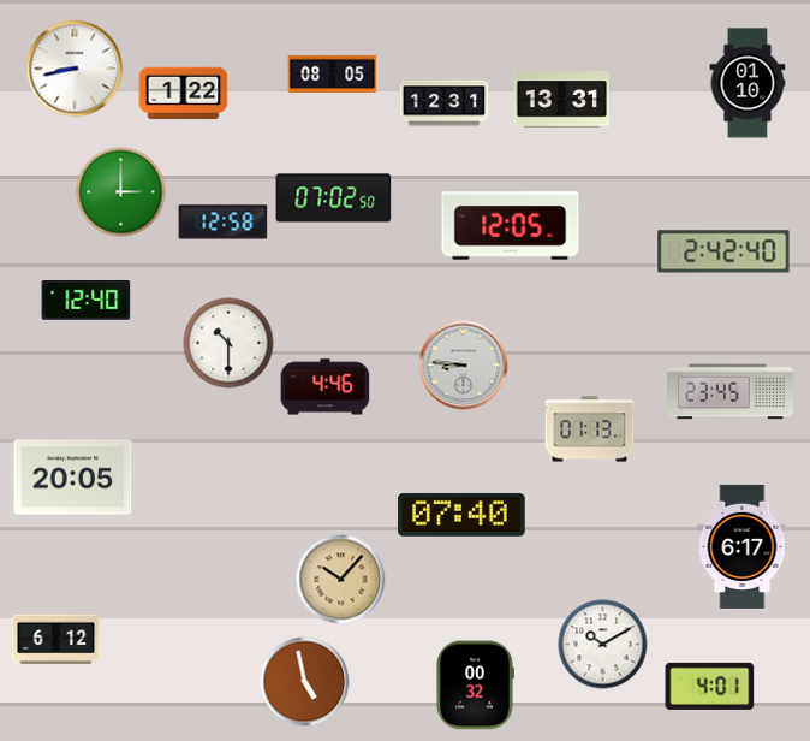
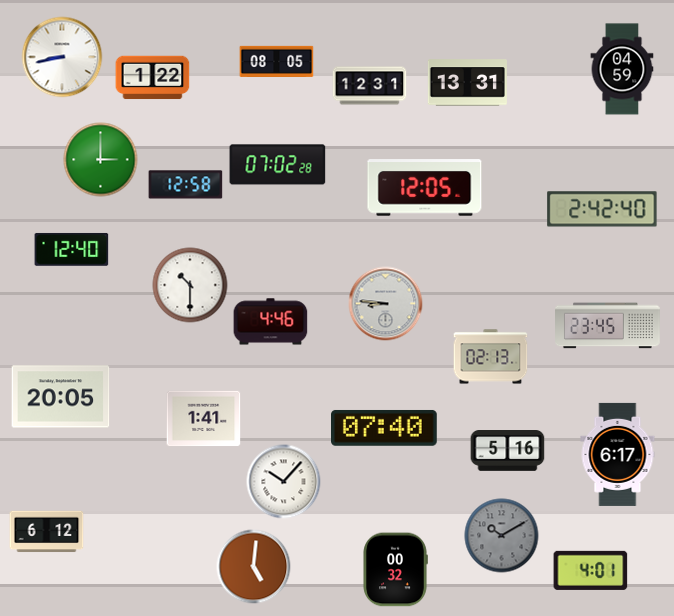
clock at (748, 83): 01:10 -> 04:59
clock at (334, 198): 07:02:50 -> 07:02:28
clock at (590, 429): 01:13 -> 02:13
clock at (204, 419): none -> 1:41
clock at (508, 451): none -> 5:16
clock at (341, 580) dial: champagne -> white
clock at (603, 645) dial: white -> grey
clock at (305, 682): 4:58 -> 5:01
